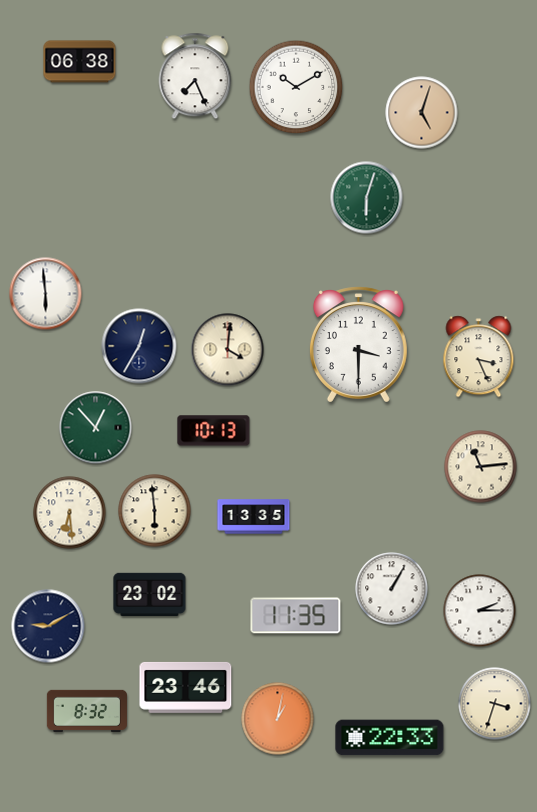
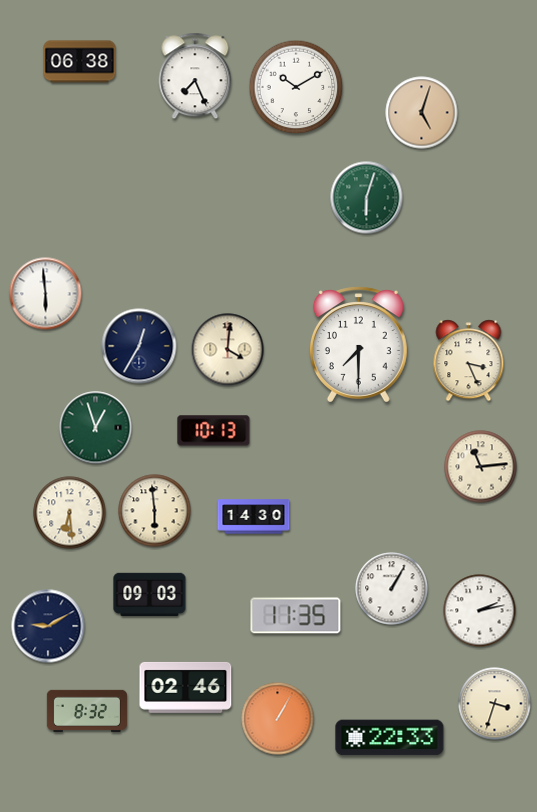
clock at (358, 345): 3:30 -> 7:30
clock at (479, 357) position: (479, 357) -> (469, 361)
clock at (96, 428): 12:53 -> 12:57
clock at (254, 517): 13:35 -> 14:30
clock at (150, 595): 23:02 -> 09:03
clock at (480, 611): 2:15 -> 2:13
clock at (186, 687): 23:46 -> 02:46
clock at (278, 719): 1:02 -> 1:05
